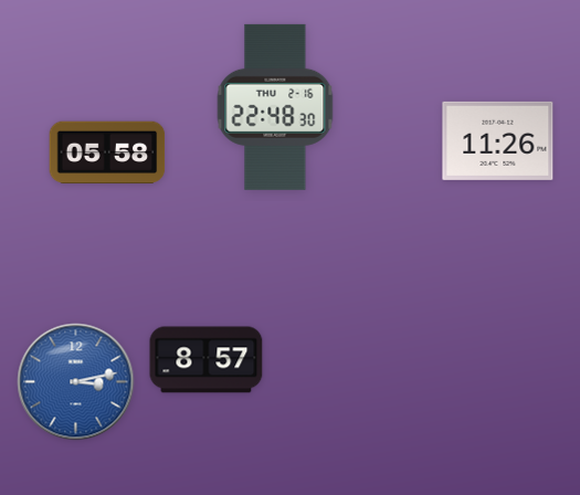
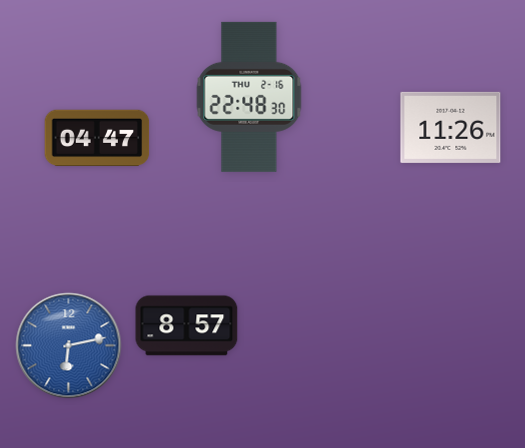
clock at (107, 152): 05:58 -> 04:47
clock at (76, 382): 3:13 -> 6:13
